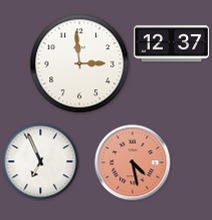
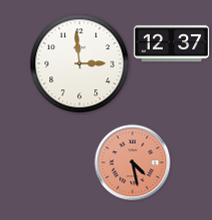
clock at (41, 162): 6:56 -> none
